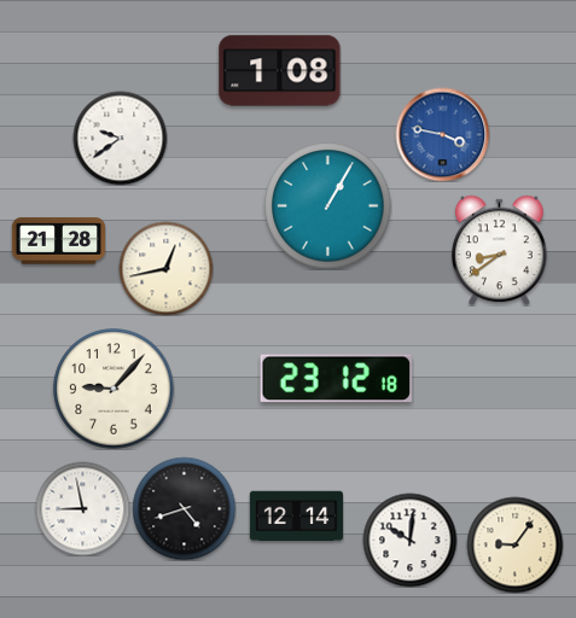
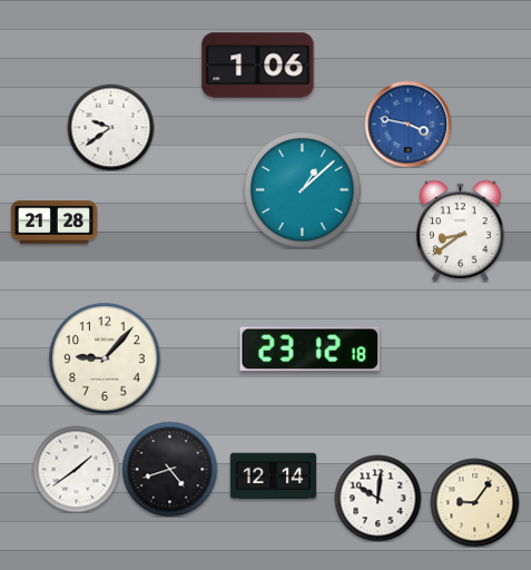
clock at (280, 71): 1:08 -> 1:06
clock at (328, 206): 1:05 -> 1:08
clock at (165, 268): 12:43 -> none
clock at (82, 508): 8:58 -> 1:39
